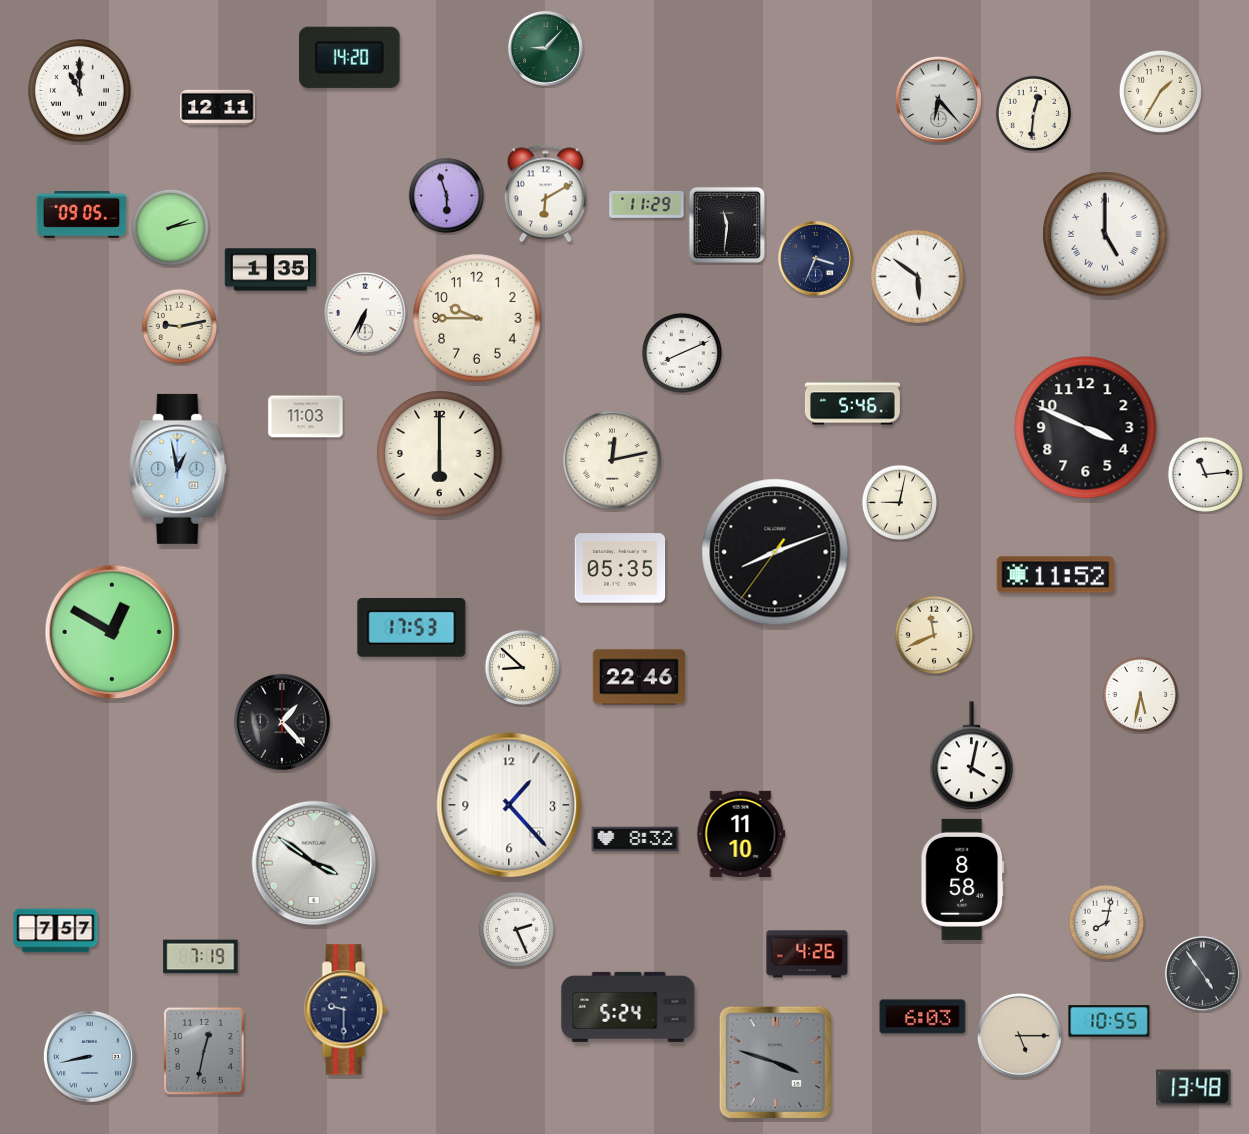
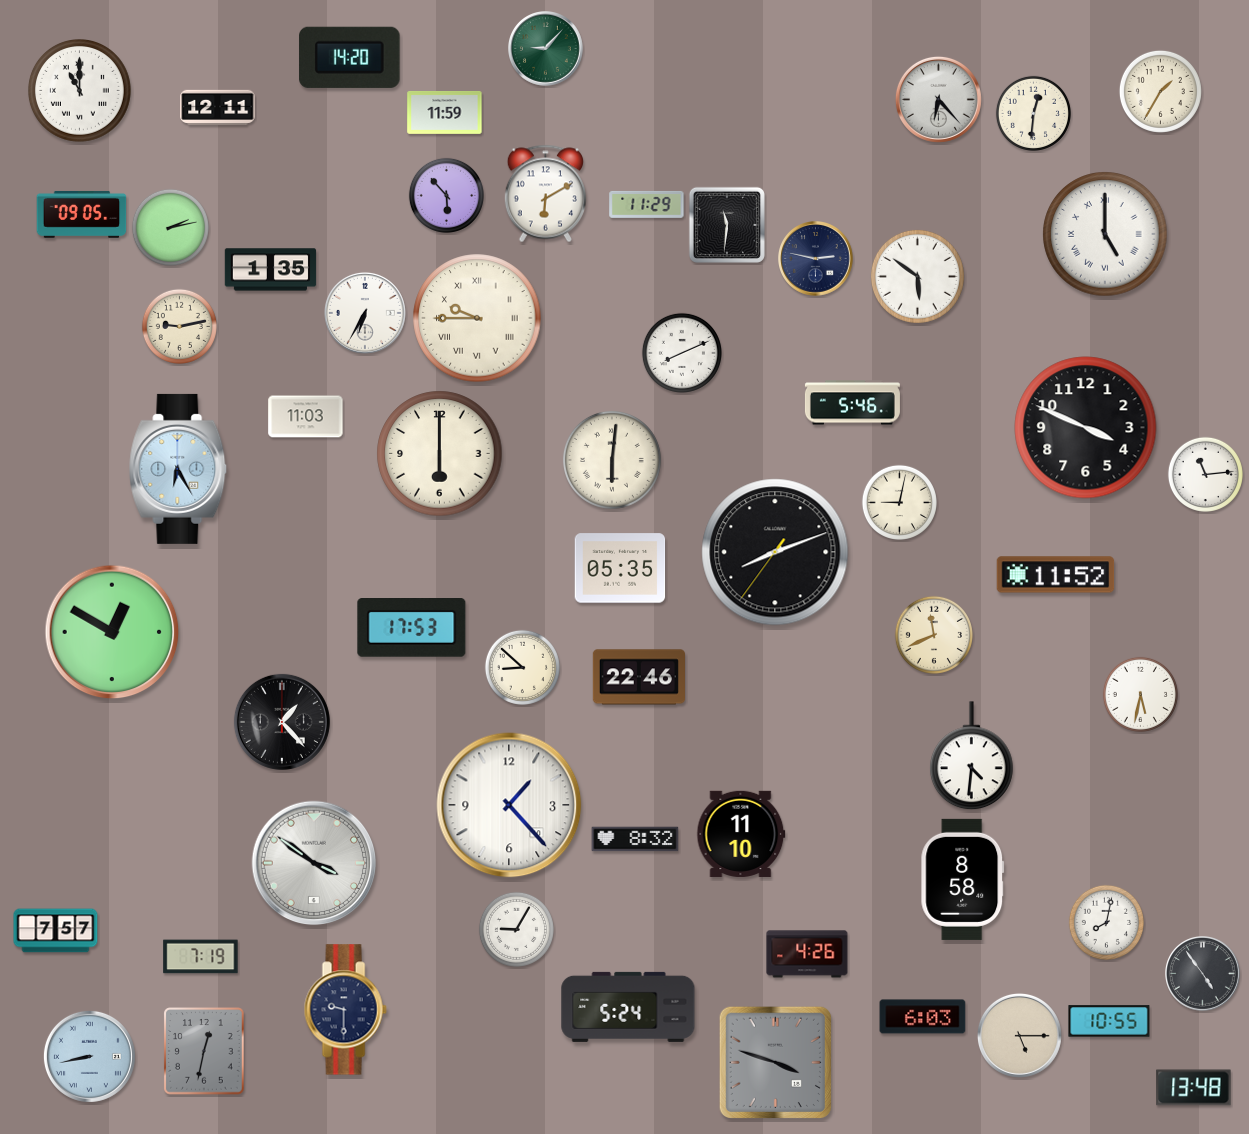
clock at (445, 112): none -> 11:59
clock at (446, 195): 5:57 -> 5:53
clock at (816, 259): 3:34 -> 2:47
clock at (477, 318) numerals: Arabic -> Roman
clock at (612, 460): 12:13 -> 6:01
clock at (178, 469): 12:58 -> 6:25
clock at (972, 756): 4:02 -> 4:31
clock at (516, 929): 2:26 -> 9:05
